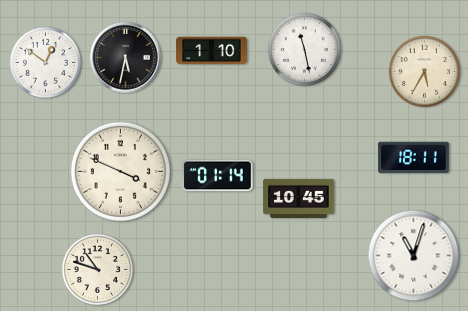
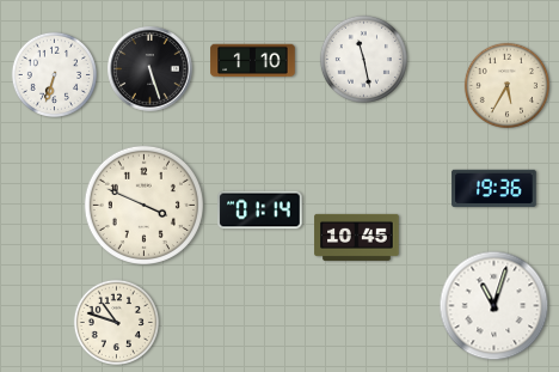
clock at (126, 58): 5:32 -> 5:27
clock at (45, 62): 12:51 -> 6:33
clock at (414, 158): 18:11 -> 19:36
